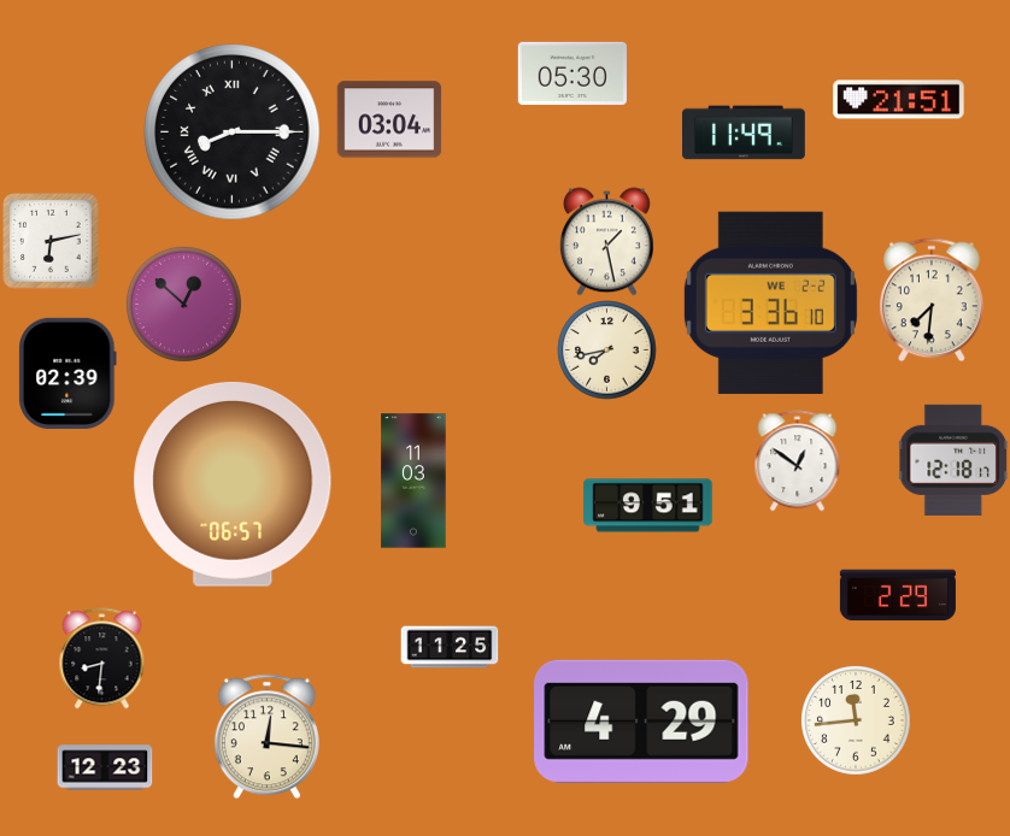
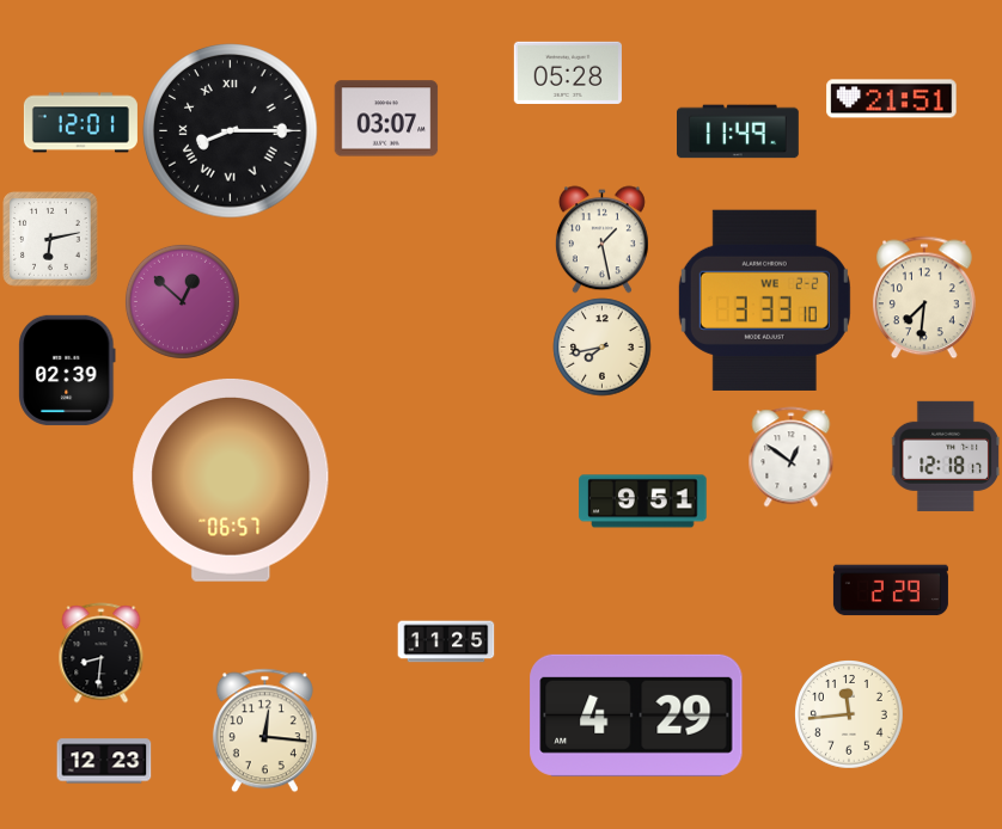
clock at (572, 73): 05:30 -> 05:28
clock at (389, 119): 03:04 -> 03:07
clock at (80, 123): none -> 12:01
clock at (770, 302): 3:36 -> 3:33
clock at (413, 481): 11:03 -> none
